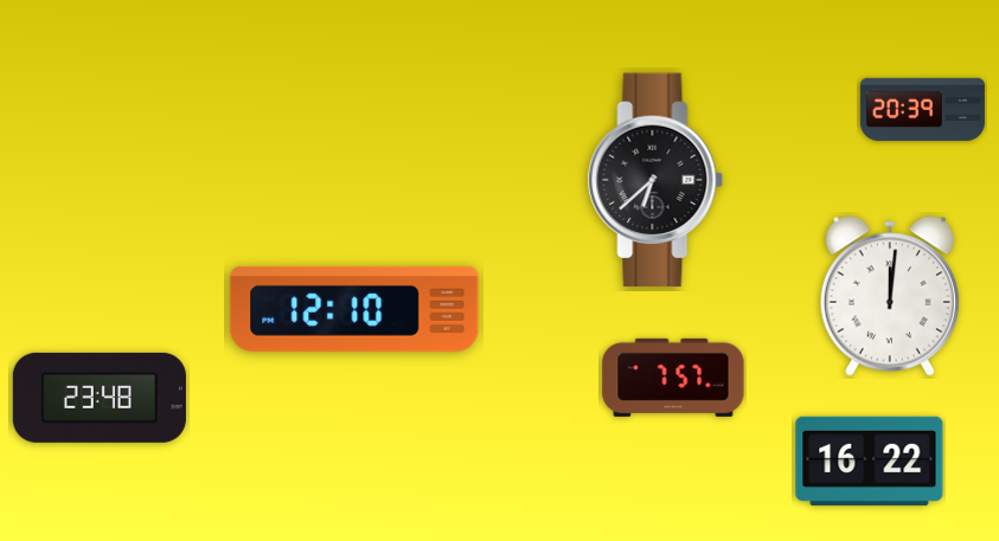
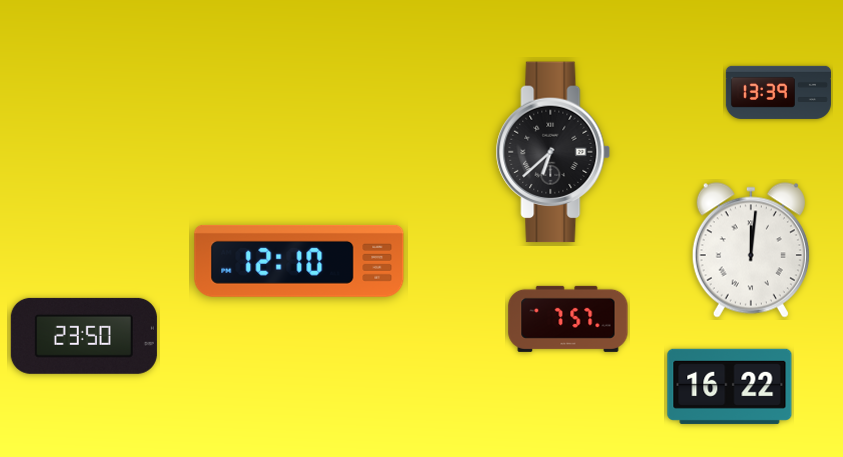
clock at (922, 109): 20:39 -> 13:39
clock at (100, 398): 23:48 -> 23:50
clock at (870, 461) position: (870, 461) -> (730, 386)
